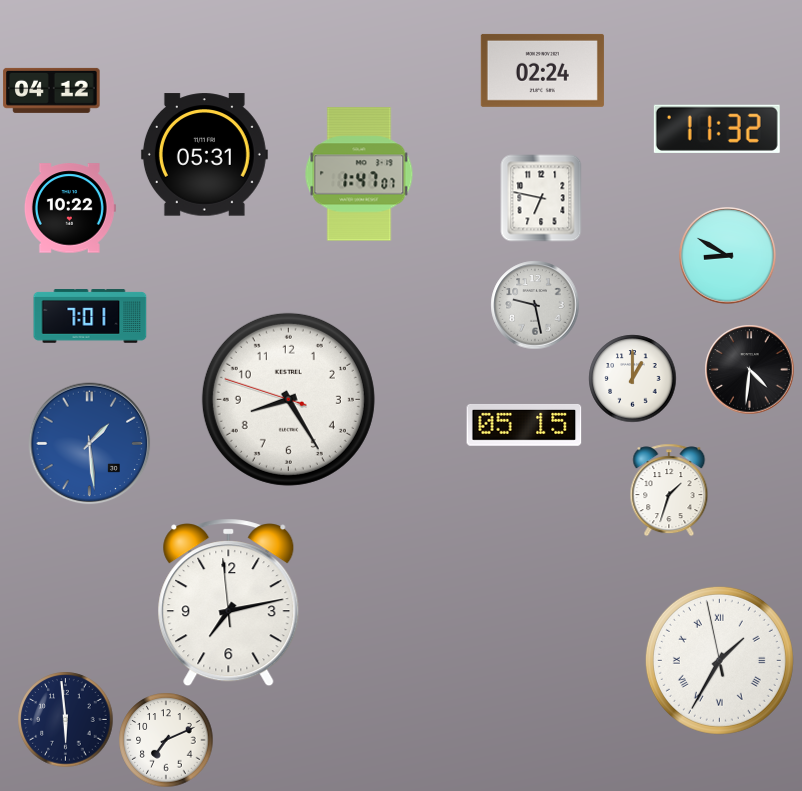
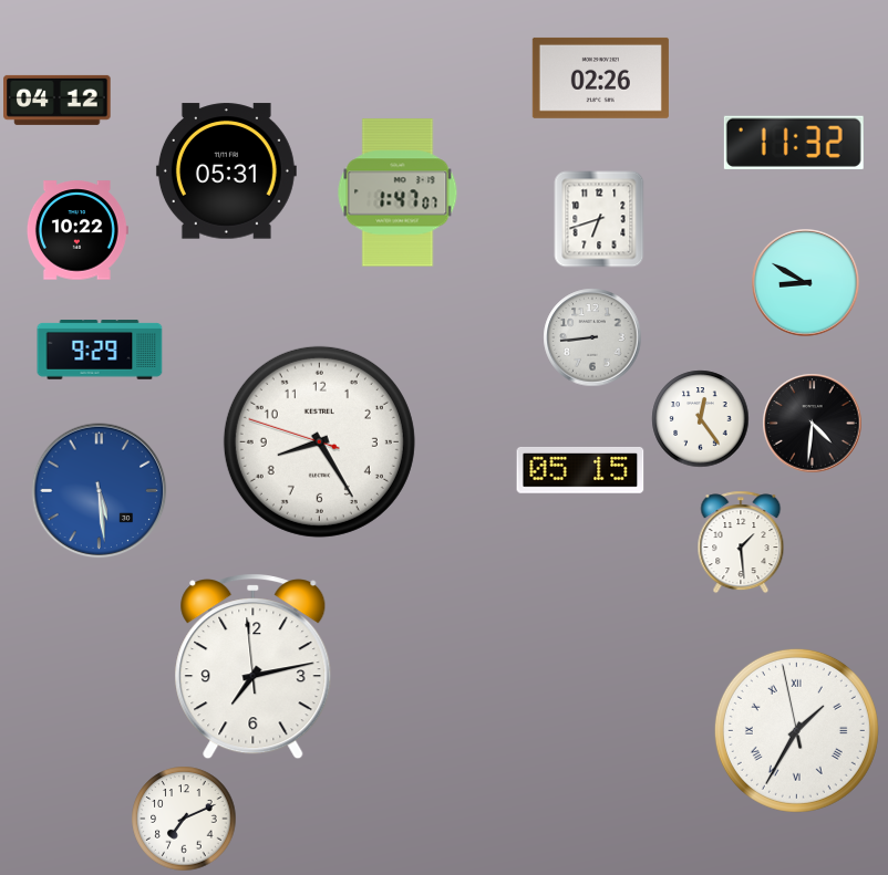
clock at (542, 70): 02:24 -> 02:26
clock at (541, 198): 6:47 -> 6:42
clock at (535, 305): 9:28 -> 8:44
clock at (90, 316): 7:01 -> 9:29
clock at (750, 370) position: (750, 370) -> (813, 424)
clock at (633, 379): 1:00 -> 12:24
clock at (90, 444): 1:29 -> 5:29
clock at (669, 490): 1:33 -> 1:29
clock at (66, 720): 5:59 -> none
